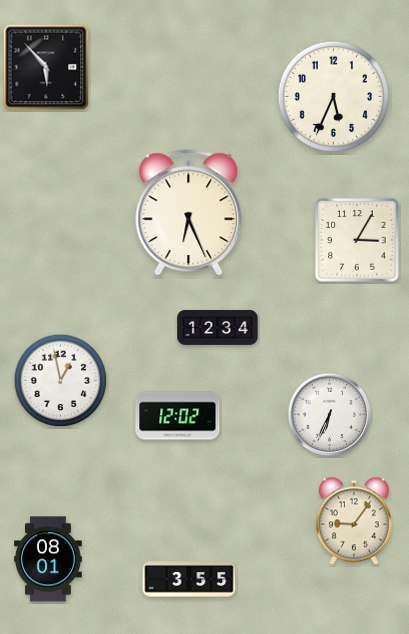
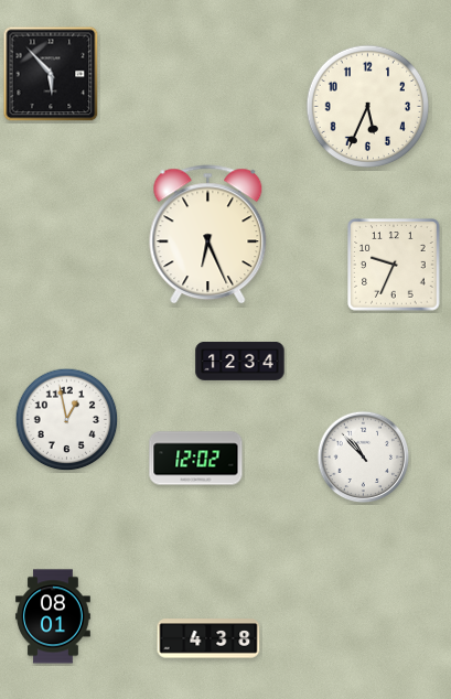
clock at (357, 240): 3:05 -> 9:34
clock at (330, 415): 6:34 -> 10:53
clock at (354, 521): 9:06 -> none
clock at (189, 579): 3:55 -> 4:38
